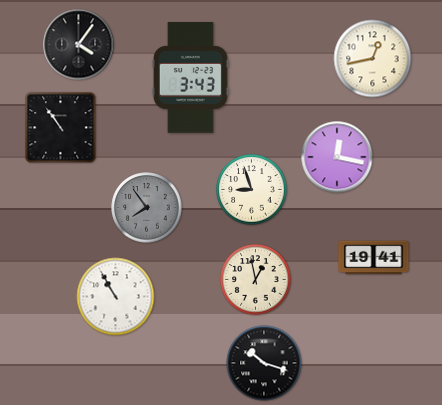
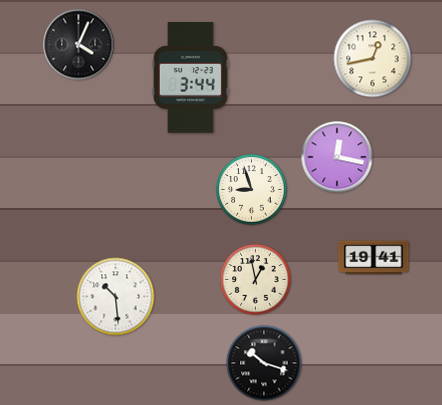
clock at (79, 45): 4:06 -> 4:04
clock at (190, 78): 3:43 -> 3:44
clock at (61, 128): 10:54 -> none
clock at (147, 208): 7:54 -> none
clock at (116, 297): 10:55 -> 10:29
